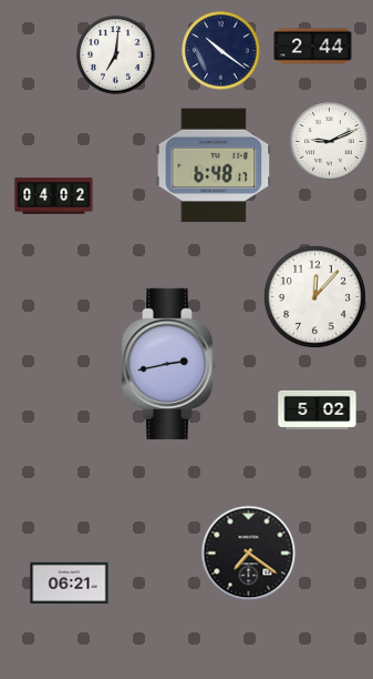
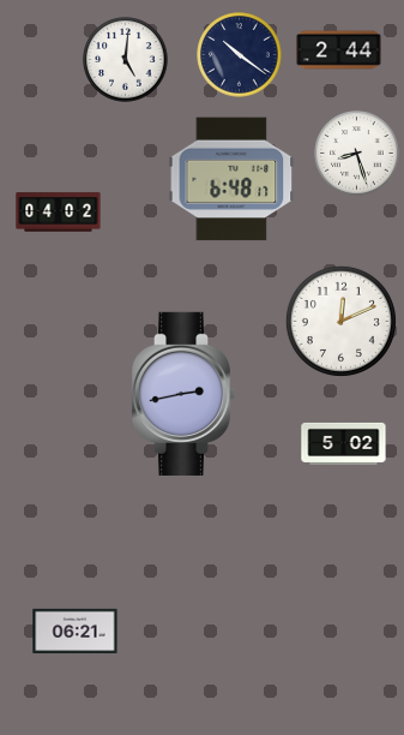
clock at (116, 55): 7:01 -> 5:01
clock at (330, 142): 9:11 -> 8:27
clock at (314, 296): 12:07 -> 12:11
clock at (249, 554): 7:21 -> none
